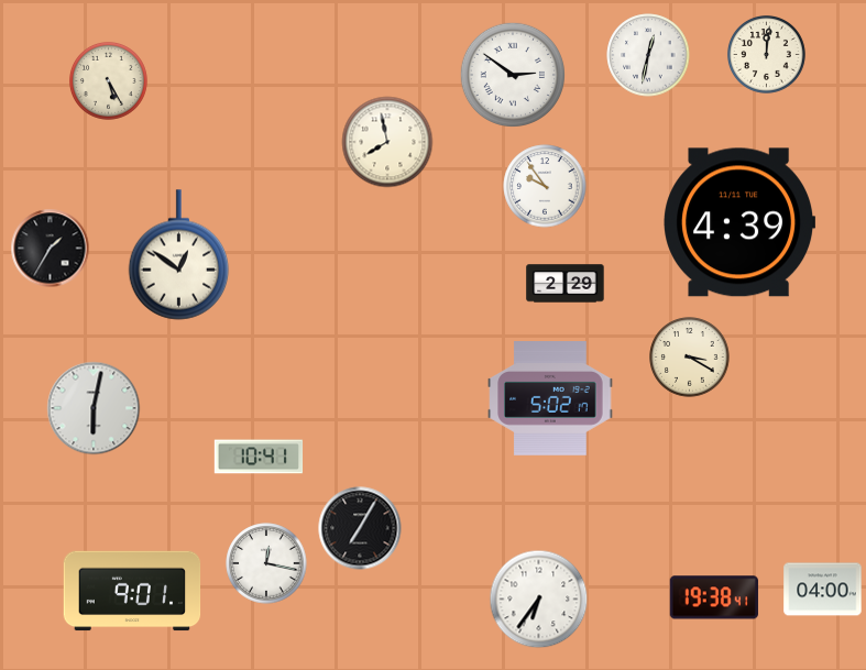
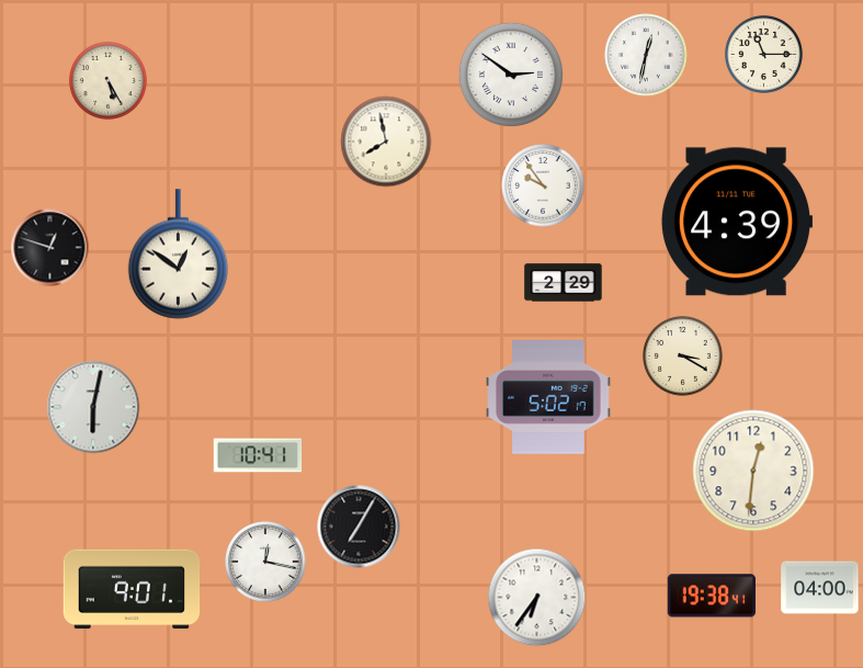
clock at (766, 54): 12:01 -> 11:15
clock at (51, 249): 1:35 -> 12:48
clock at (690, 358) position: (690, 358) -> (683, 356)
clock at (753, 471): none -> 12:31
